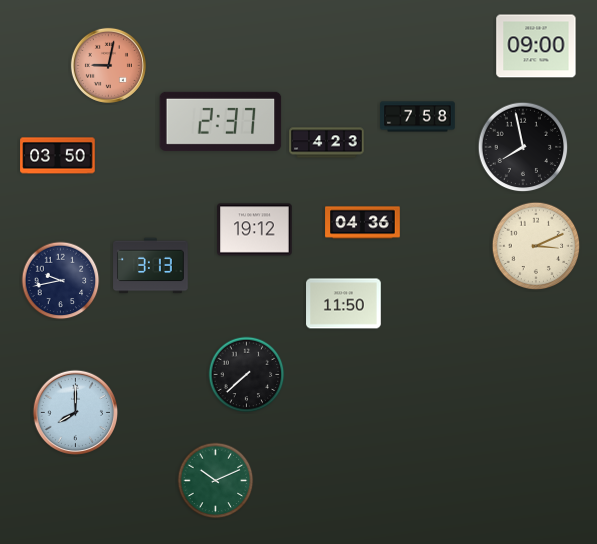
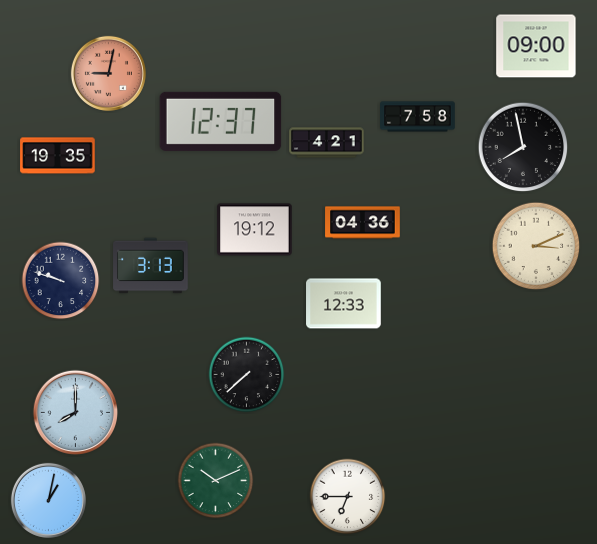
clock at (108, 65) position: (108, 65) -> (108, 73)
clock at (221, 121): 2:37 -> 12:37
clock at (327, 143): 4:23 -> 4:21
clock at (58, 156): 03:50 -> 19:35
clock at (61, 281): 9:43 -> 9:48
clock at (344, 304): 11:50 -> 12:33
clock at (348, 497): none -> 6:45
clock at (48, 500): none -> 1:02
